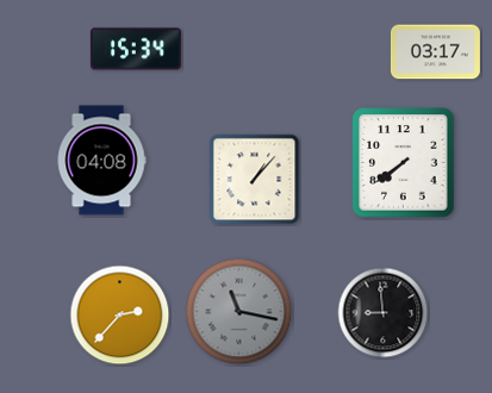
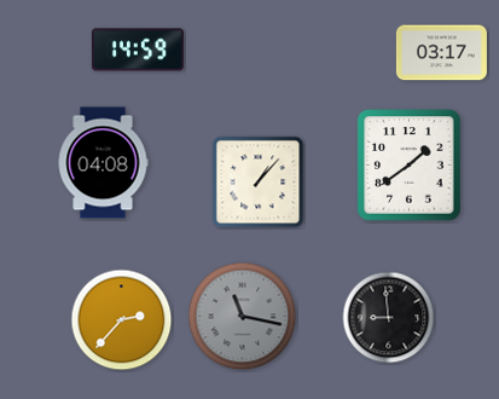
clock at (136, 49): 15:34 -> 14:59
clock at (404, 163): 7:39 -> 1:39
